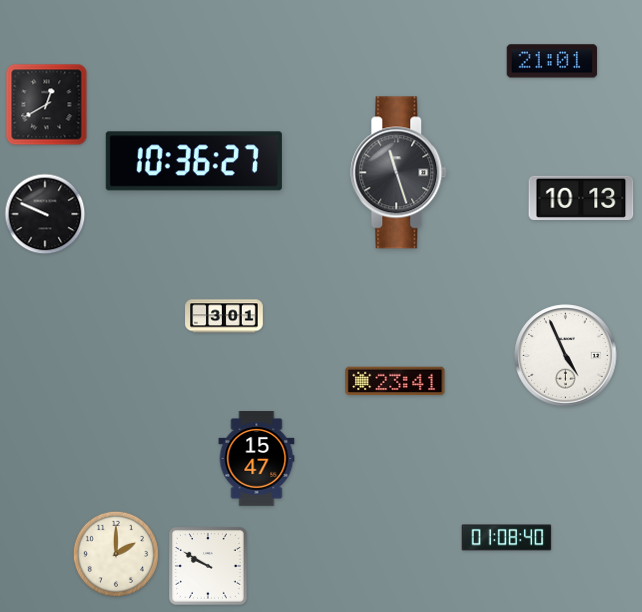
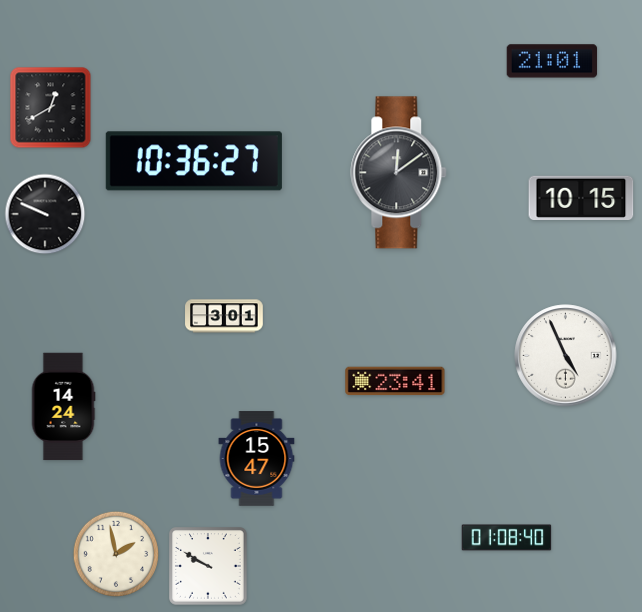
clock at (47, 105) position: (47, 105) -> (51, 108)
clock at (399, 173): 11:27 -> 12:09
clock at (581, 197): 10:13 -> 10:15
clock at (63, 407): none -> 14:24
clock at (116, 554): 2:00 -> 1:58
